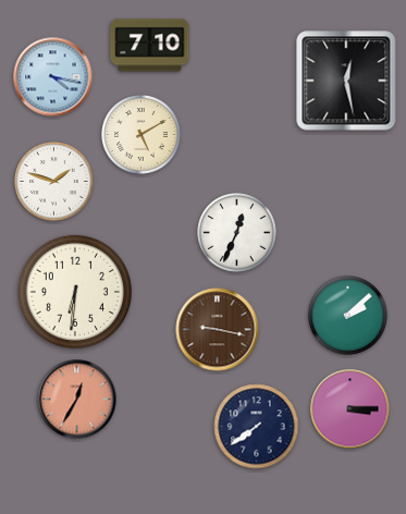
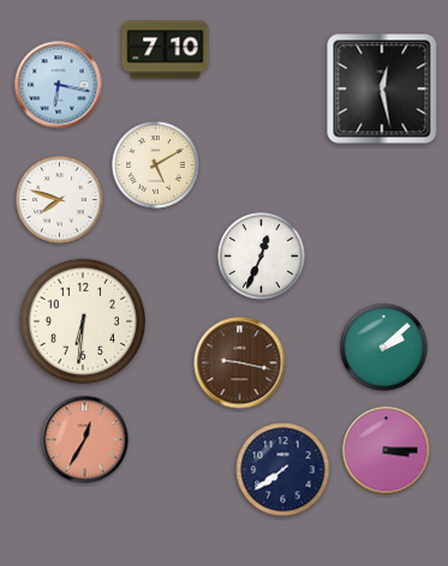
clock at (53, 77): 4:17 -> 6:17
clock at (142, 135) position: (142, 135) -> (156, 165)
clock at (54, 182): 1:48 -> 7:48
